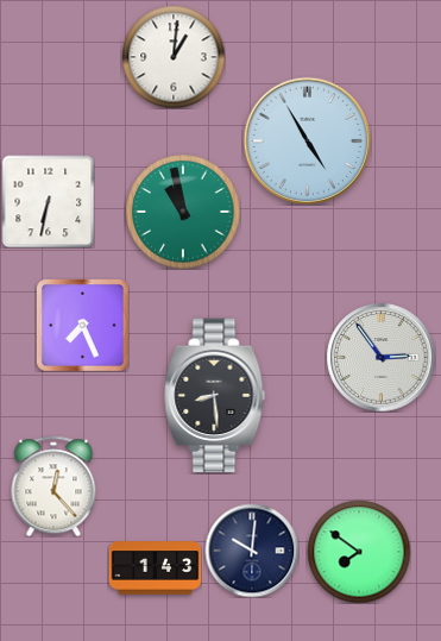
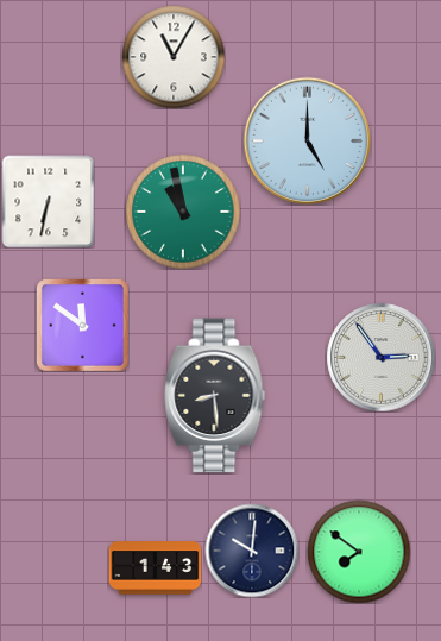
clock at (174, 57): 1:01 -> 11:05
clock at (307, 140): 4:55 -> 5:00
clock at (82, 325): 7:26 -> 11:51
clock at (53, 486): 12:23 -> none
